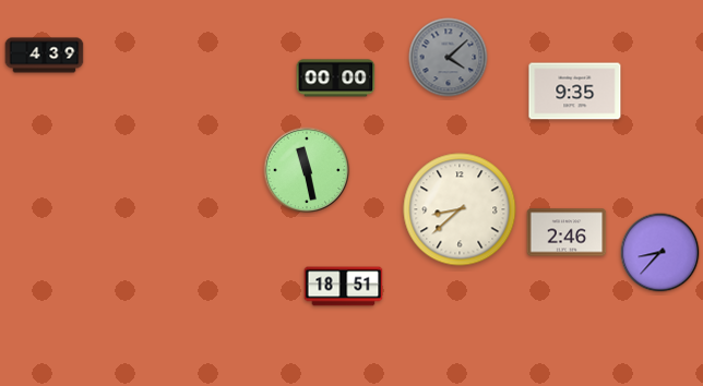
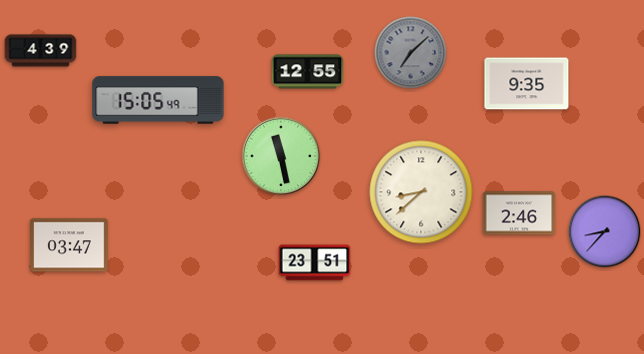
clock at (449, 58): 4:08 -> 7:08
clock at (336, 79): 00:00 -> 12:55
clock at (158, 100): none -> 15:05
clock at (69, 245): none -> 03:47
clock at (344, 287): 18:51 -> 23:51
